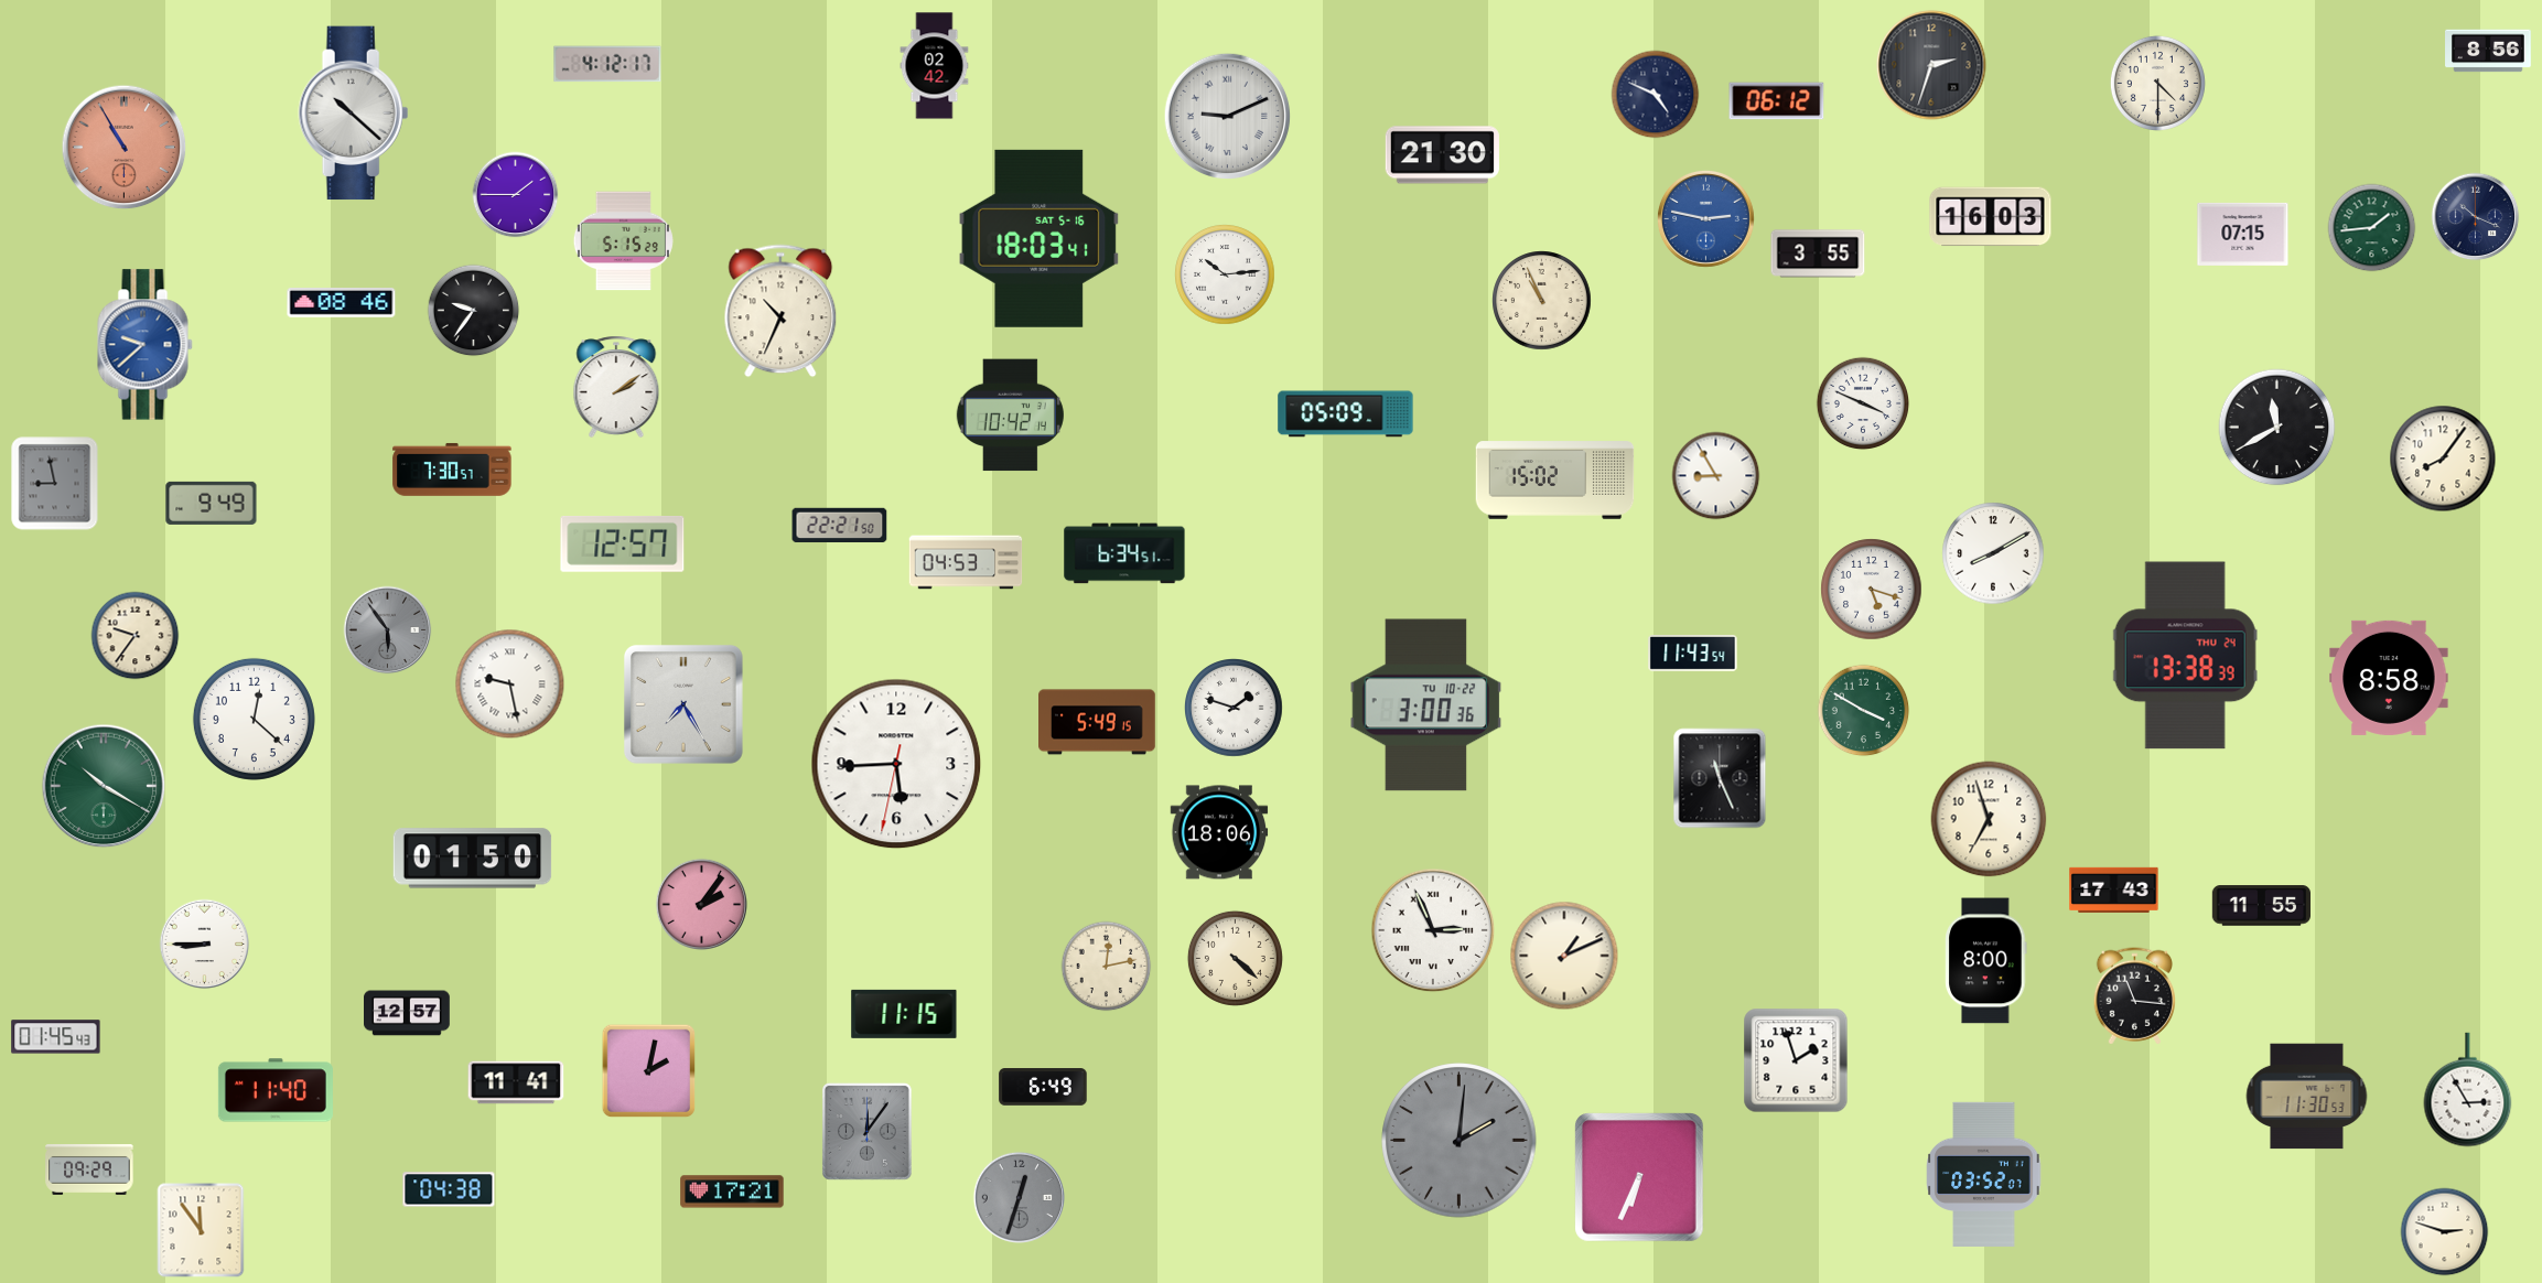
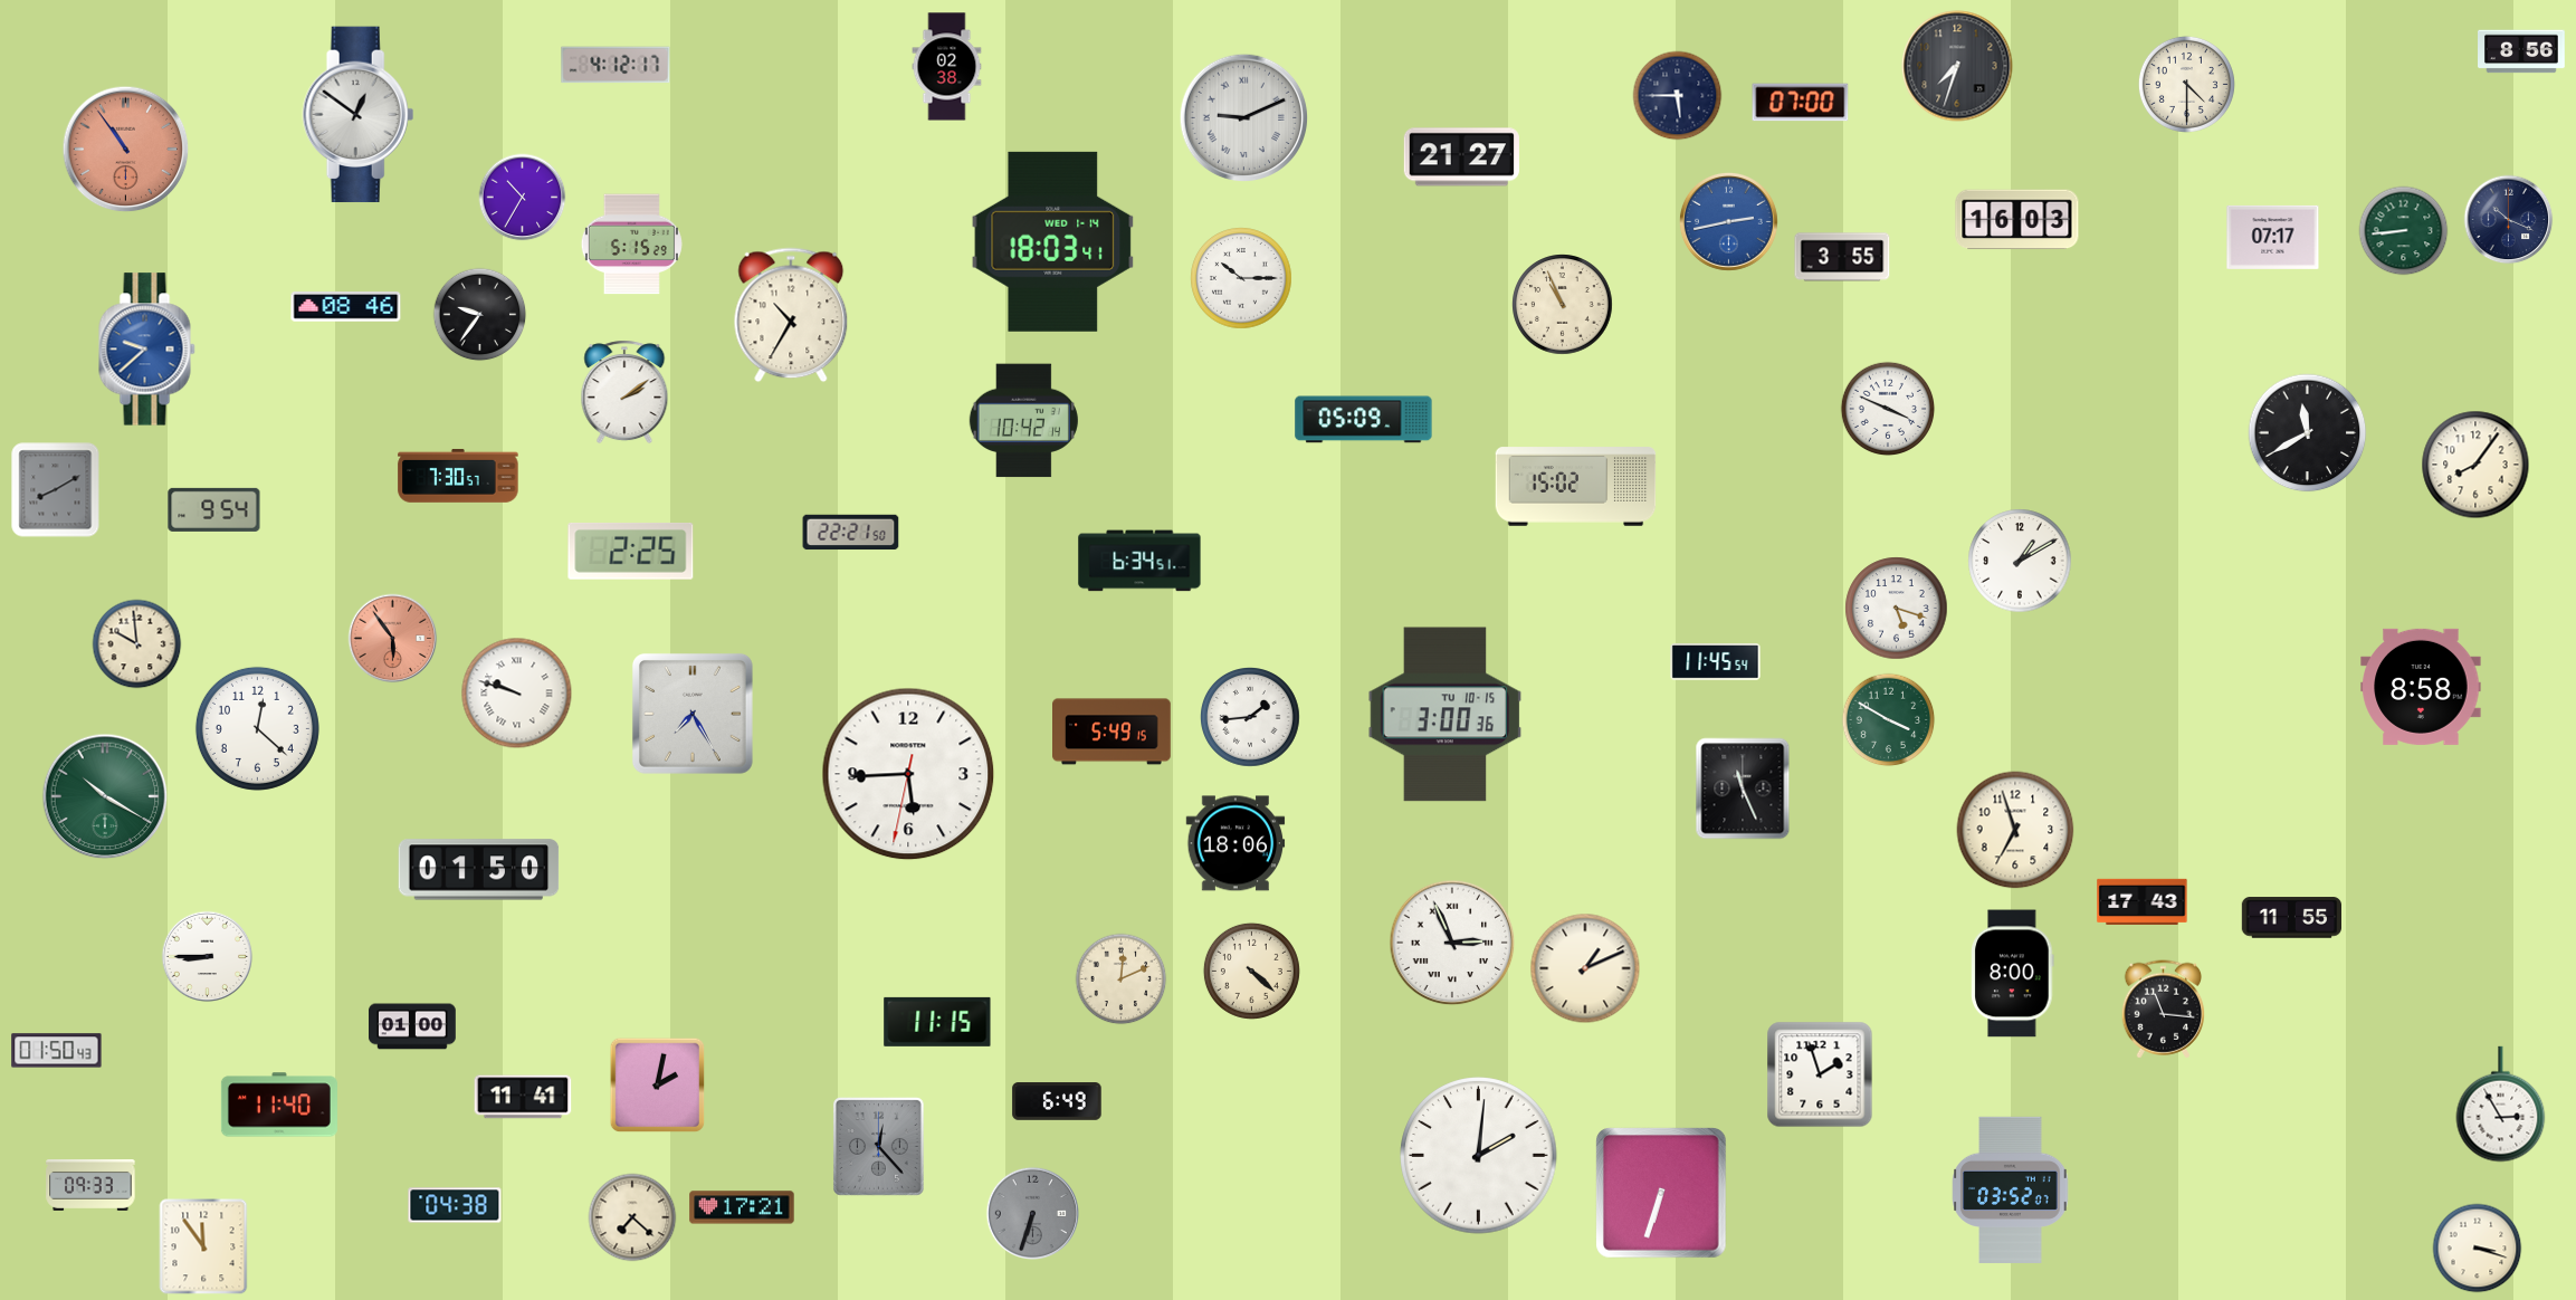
clock at (1931, 65): 2:33 -> 7:33
clock at (935, 66): 02:42 -> 02:38
clock at (1656, 95): 4:49 -> 5:45
clock at (1777, 101): 06:12 -> 07:00
clock at (354, 114): 10:22 -> 12:51
clock at (125, 148): 10:55 -> 10:54
clock at (1442, 155): 21:30 -> 21:27
clock at (516, 195): 1:45 -> 10:35
clock at (1705, 218): 2:47 -> 2:43
clock at (2372, 228): 1:44 -> 8:44
clock at (2243, 234): 07:15 -> 07:17
clock at (1040, 238) date: SAT 5-16 -> WED 1-14
clock at (1225, 274): 10:14 -> 10:15
clock at (780, 311): 10:34 -> 10:35
clock at (1716, 476): 8:55 -> none
clock at (55, 484): 8:58 -> 8:10
clock at (212, 503): 9:49 -> 9:54
clock at (623, 545): 12:57 -> 2:25
clock at (1993, 553): 8:10 -> 1:10
clock at (966, 562): 04:53 -> none
clock at (1872, 590) position: (1872, 590) -> (1897, 609)
clock at (388, 630) dial: grey -> salmon
clock at (136, 636): 9:36 -> 9:59
clock at (1693, 654): 11:43 -> 11:45
clock at (2185, 656): 13:38 -> none
clock at (510, 684): 9:28 -> 9:48
clock at (1426, 705) date: TU 10-22 -> TU 10-15
clock at (1235, 709): 1:48 -> 1:44
clock at (701, 904): 2:06 -> none
clock at (1107, 967): 12:13 -> 12:11
clock at (408, 1013): 12:57 -> 01:00
clock at (904, 1014) position: (904, 1014) -> (937, 1022)
clock at (56, 1037): 01:45 -> 01:50
clock at (2307, 1097): 11:30 -> none
clock at (866, 1131): 12:06 -> 12:23
clock at (1460, 1141) dial: grey -> white
clock at (89, 1171): 09:29 -> 09:33
clock at (1639, 1177): 6:34 -> 6:33
clock at (1019, 1197): 12:33 -> 6:33
clock at (632, 1217): none -> 7:22
clock at (2445, 1232): 2:48 -> 3:18
